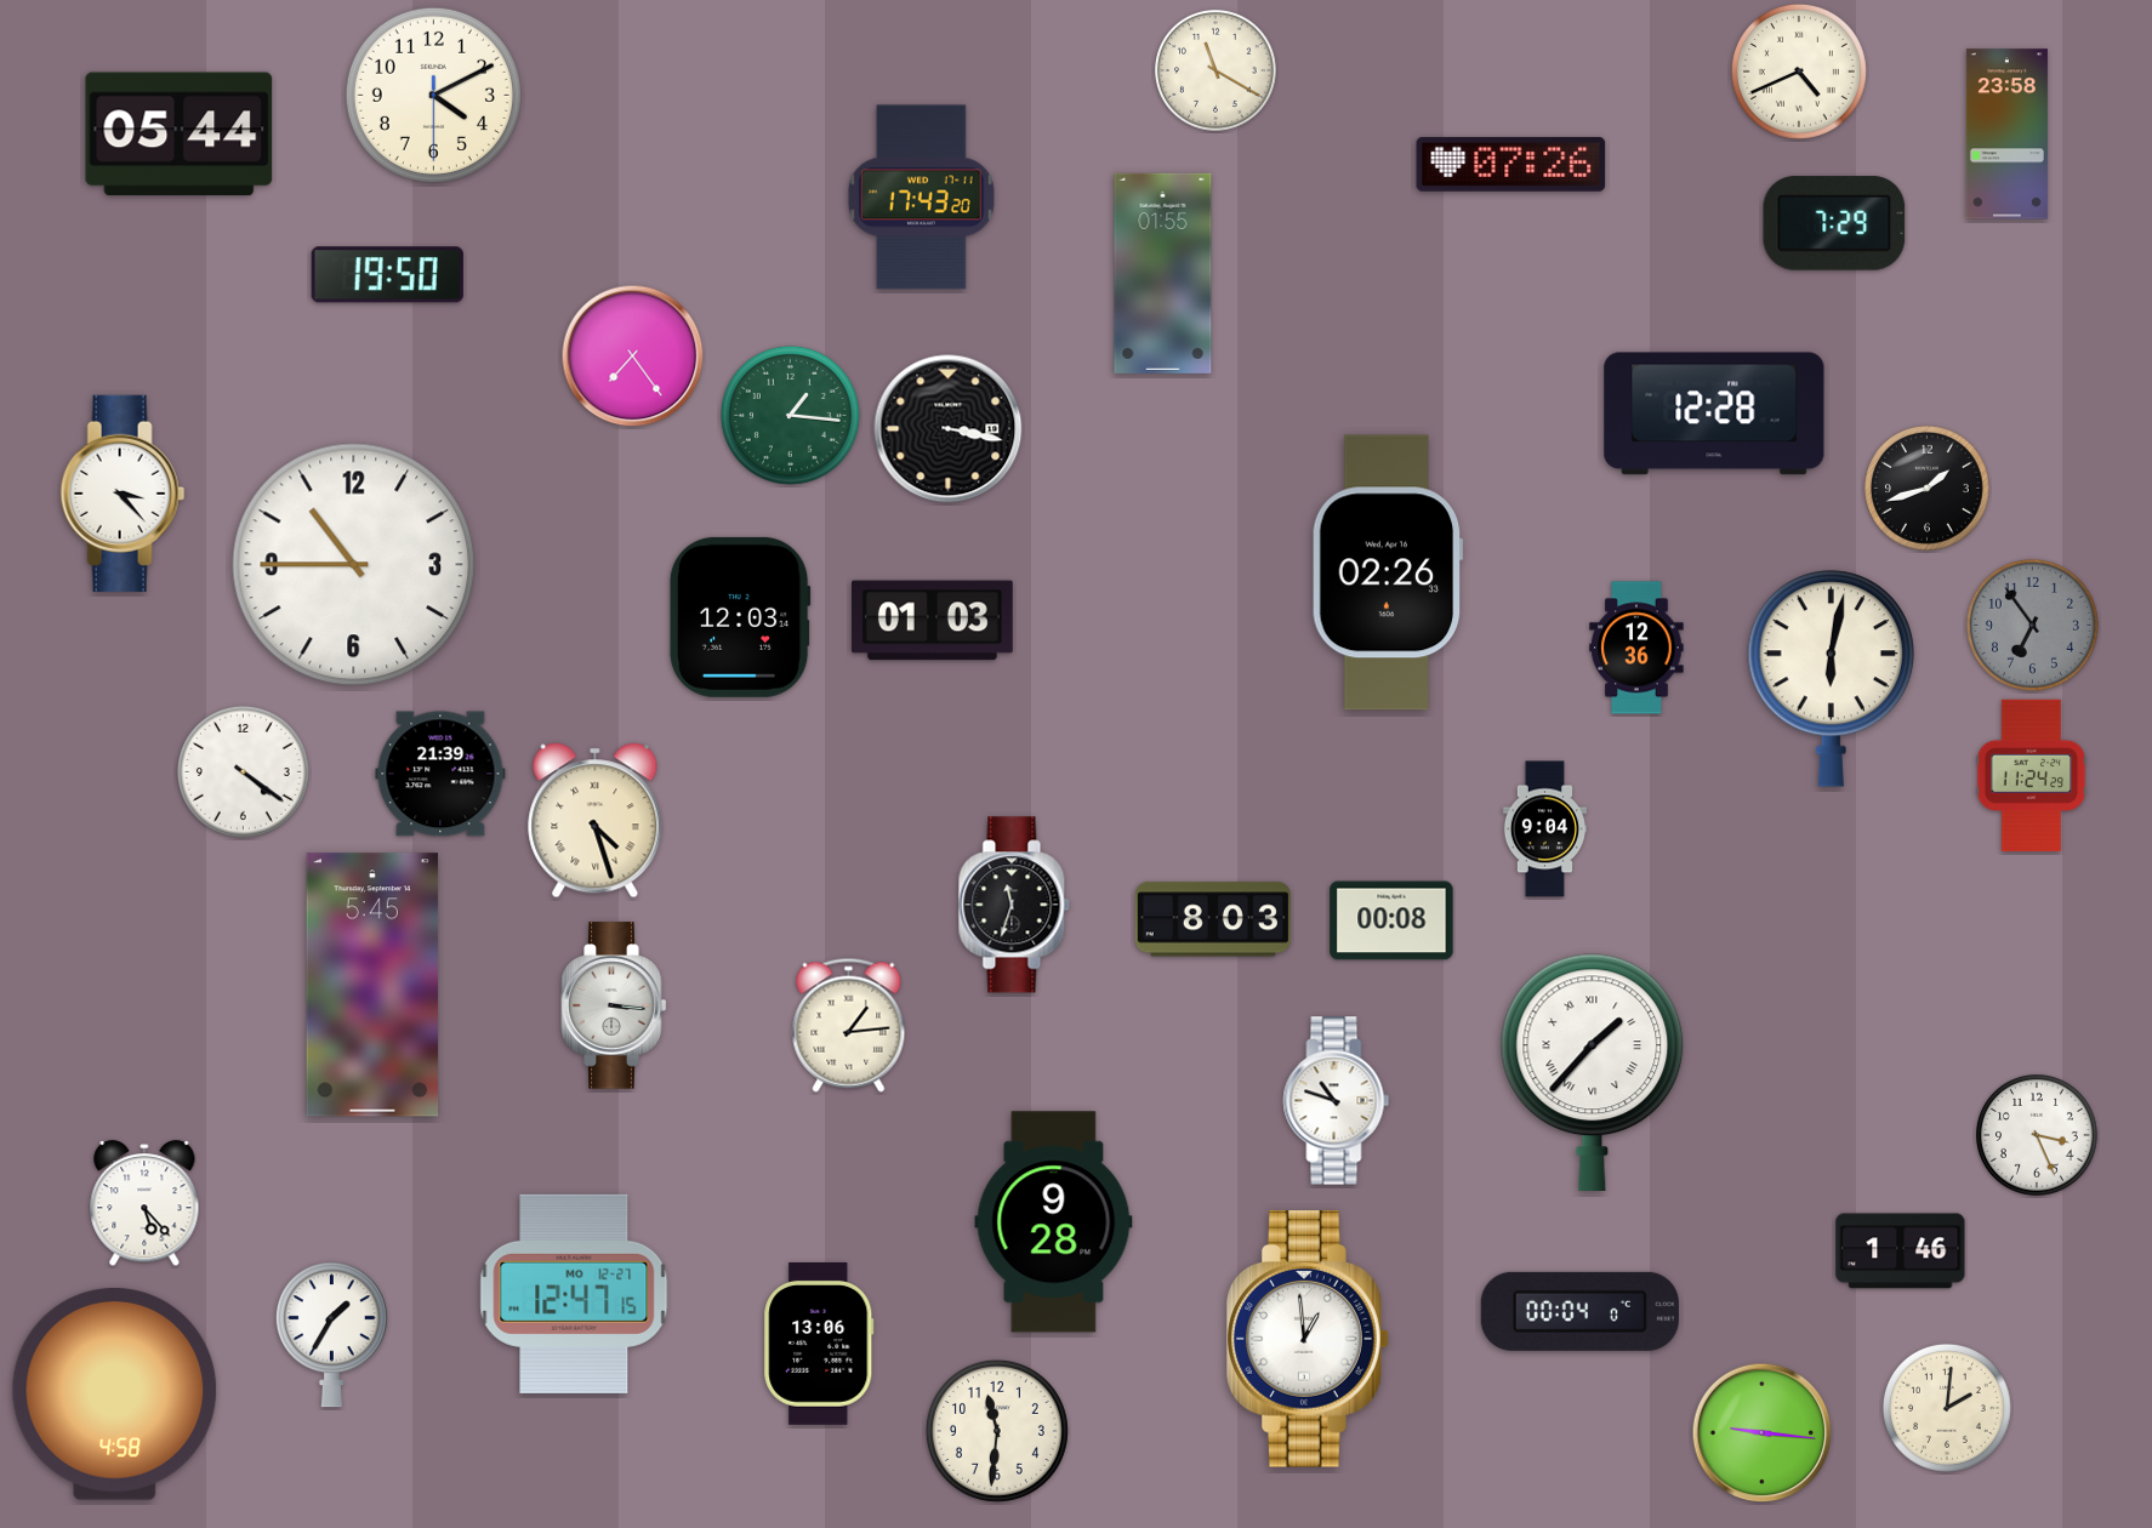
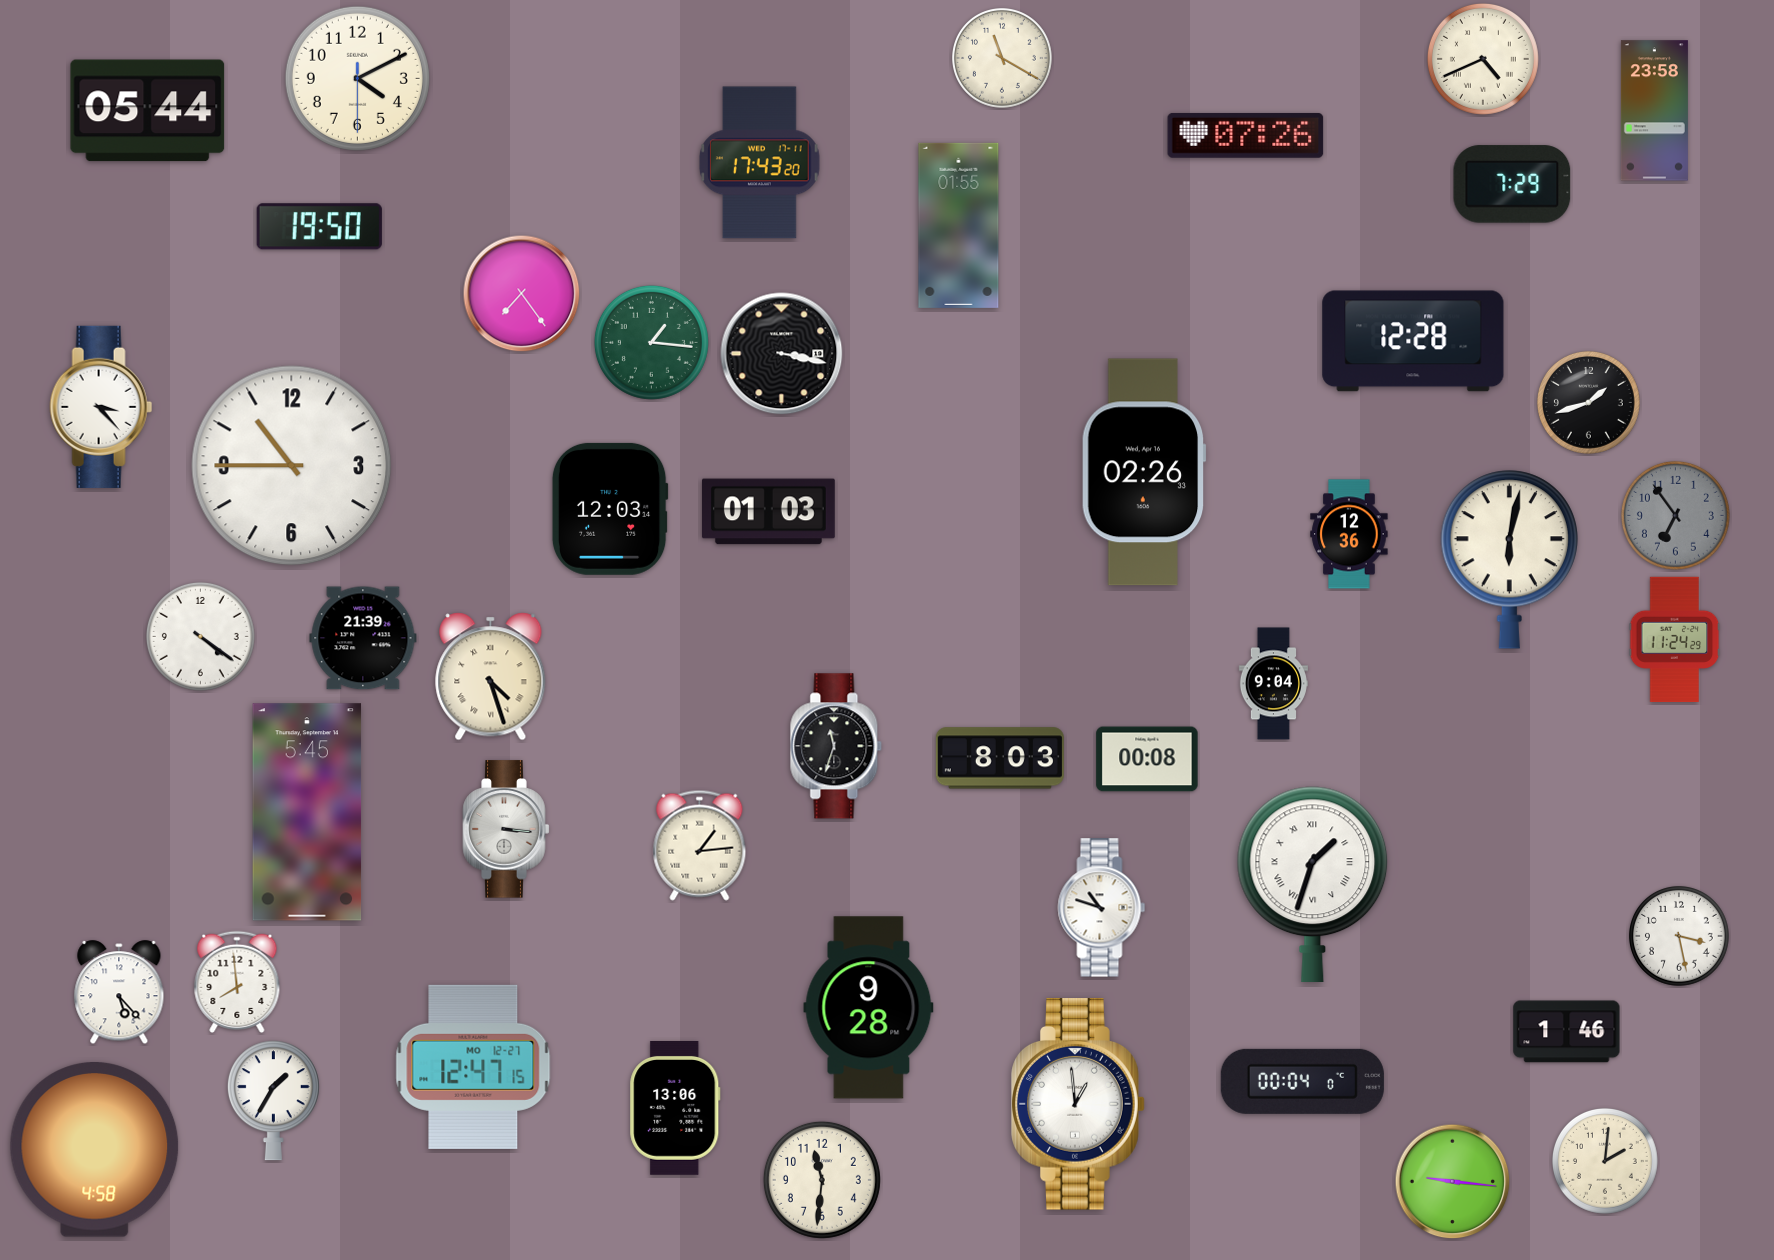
clock at (1593, 1072): 1:37 -> 1:33
clock at (2038, 1136): 3:26 -> 3:28
clock at (237, 982): none -> 7:59
